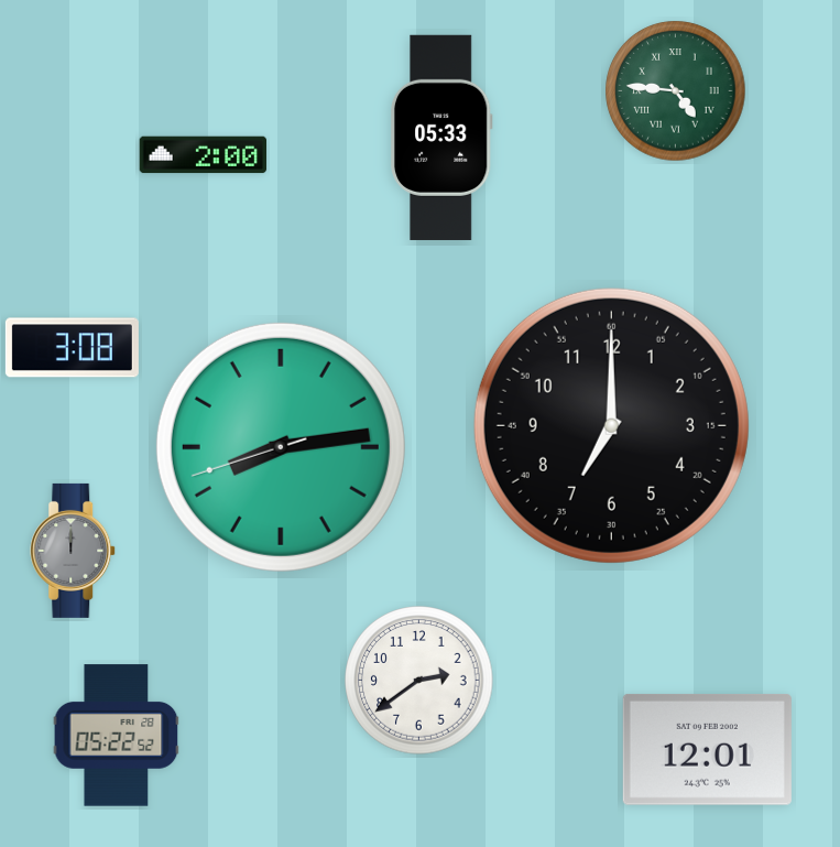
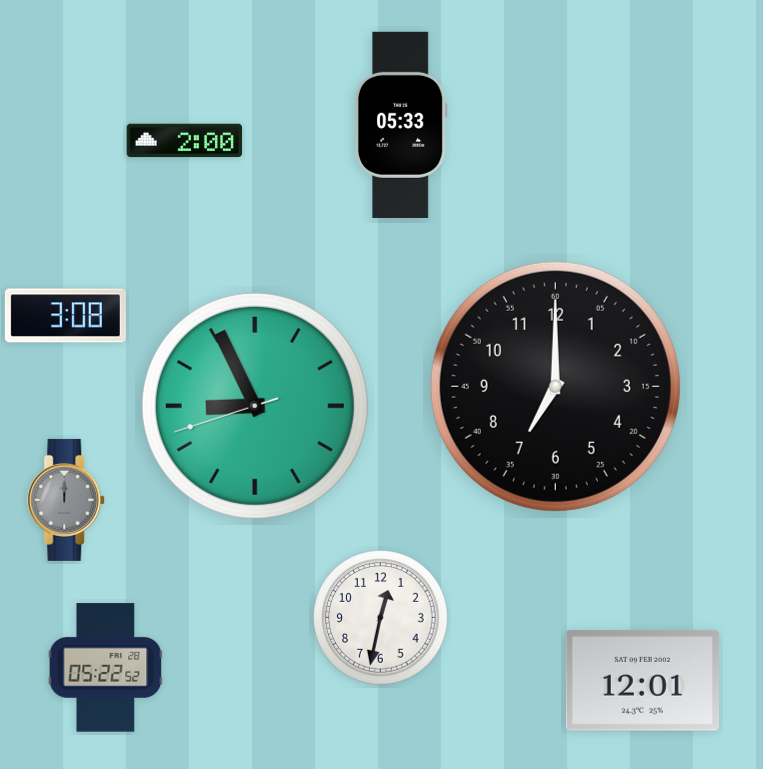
clock at (676, 91): 4:46 -> none
clock at (281, 447): 8:13 -> 8:55
clock at (419, 681): 2:39 -> 12:32
